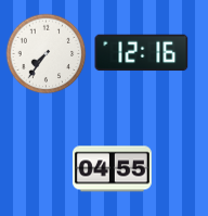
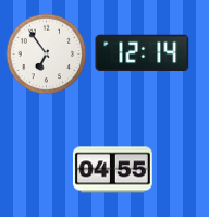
clock at (142, 53): 12:16 -> 12:14
clock at (47, 54): 7:36 -> 6:54
